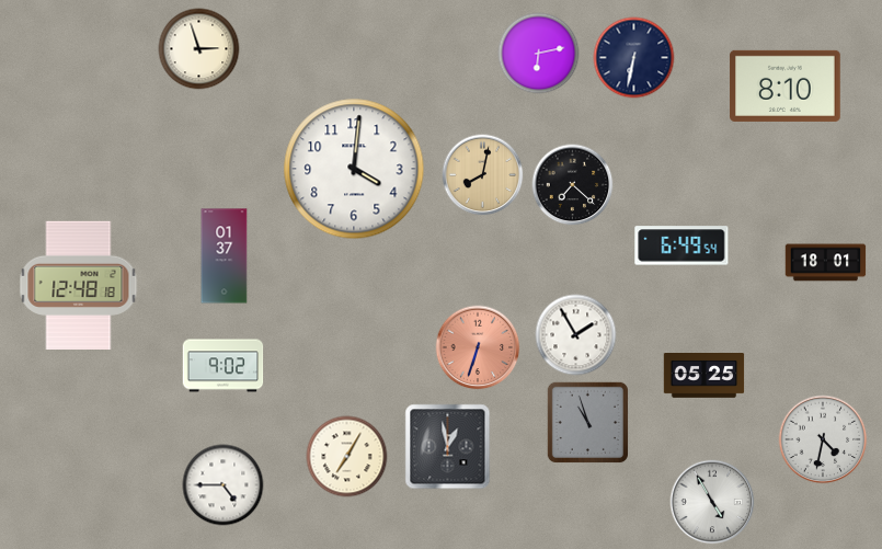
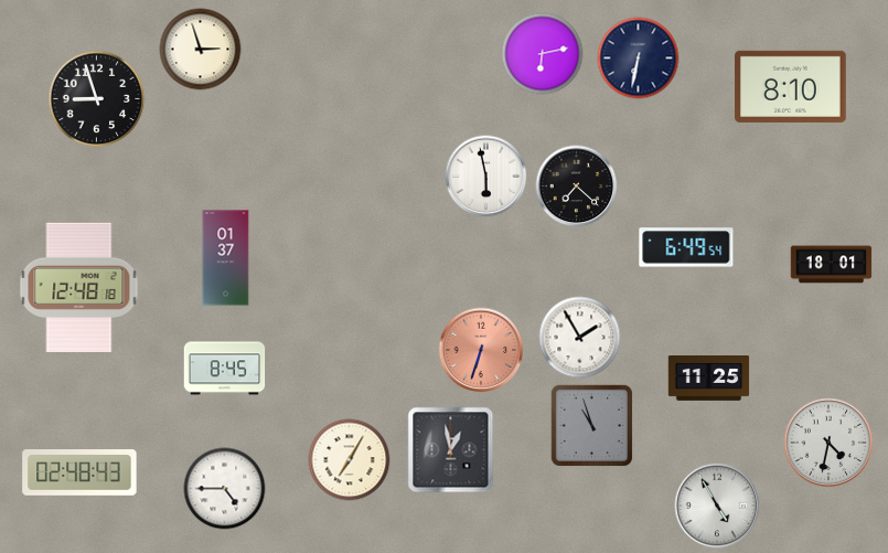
clock at (97, 99): none -> 8:57
clock at (354, 169): 4:01 -> none
clock at (483, 175): 8:02 -> 5:58
clock at (483, 175) dial: champagne -> white
clock at (224, 366): 9:02 -> 8:45
clock at (705, 376): 05:25 -> 11:25
clock at (79, 472): none -> 02:48
